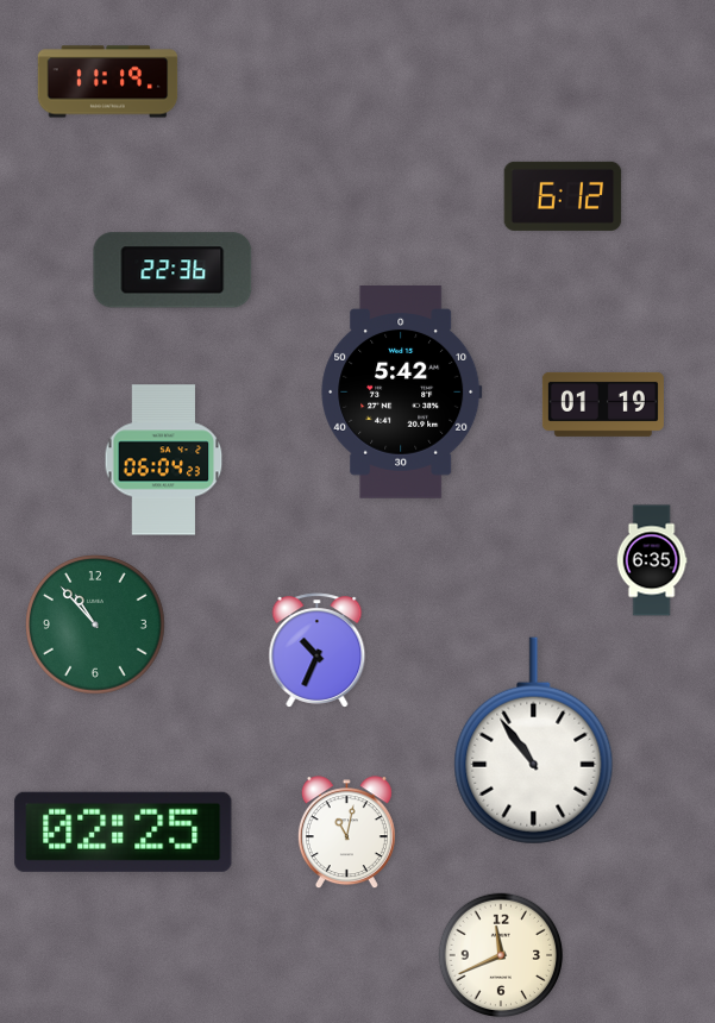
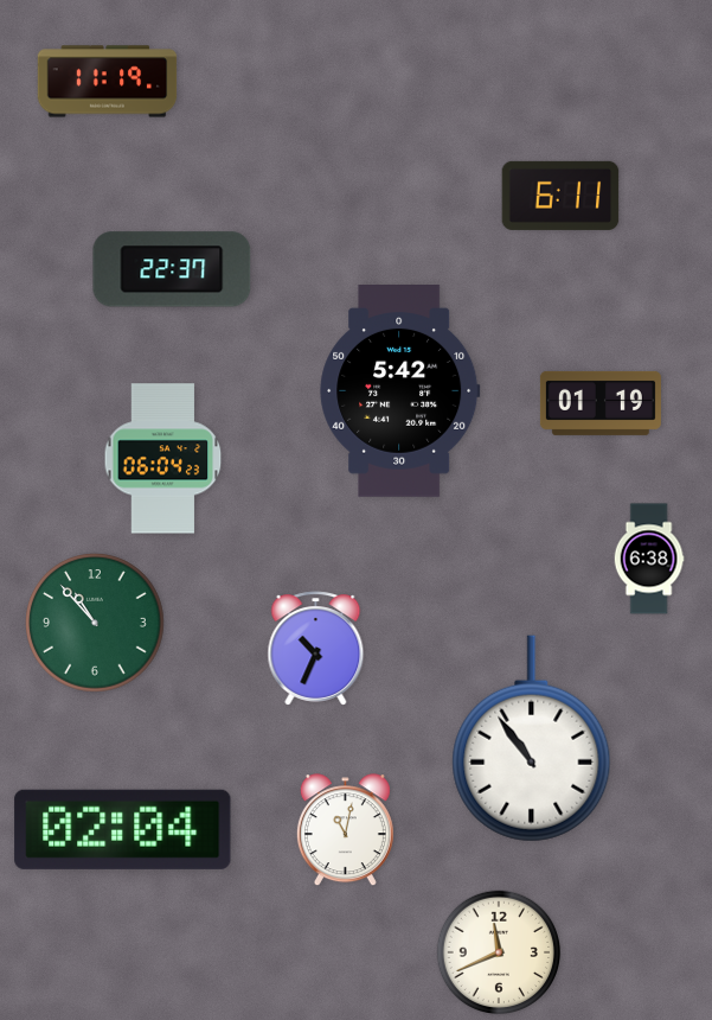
clock at (563, 196): 6:12 -> 6:11
clock at (173, 270): 22:36 -> 22:37
clock at (652, 560): 6:35 -> 6:38
clock at (124, 831): 02:25 -> 02:04
